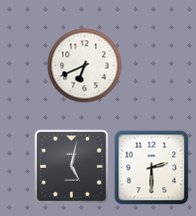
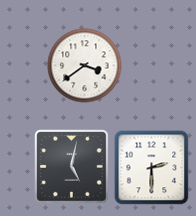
clock at (85, 66): 6:41 -> 3:39
